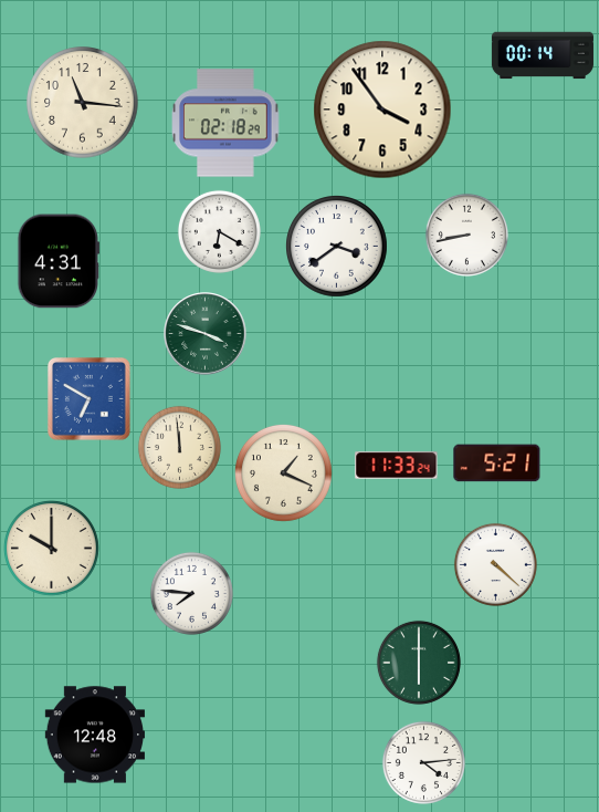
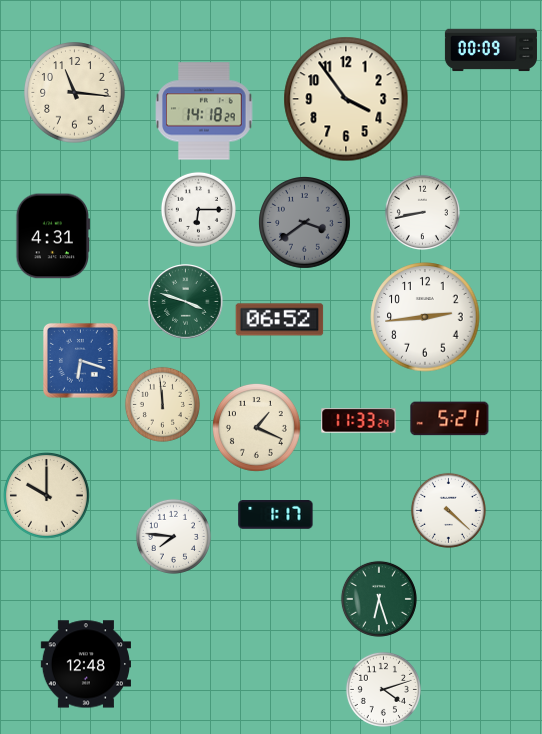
clock at (543, 55): 00:14 -> 00:09
clock at (225, 123): 02:18 -> 14:18
clock at (219, 231): 6:20 -> 6:15
clock at (337, 247) dial: white -> grey
clock at (425, 317): none -> 2:44
clock at (280, 320): none -> 06:52
clock at (90, 399): 6:50 -> 6:18
clock at (276, 515): none -> 1:17
clock at (419, 663): 6:00 -> 6:27
clock at (423, 762): 4:14 -> 4:12
